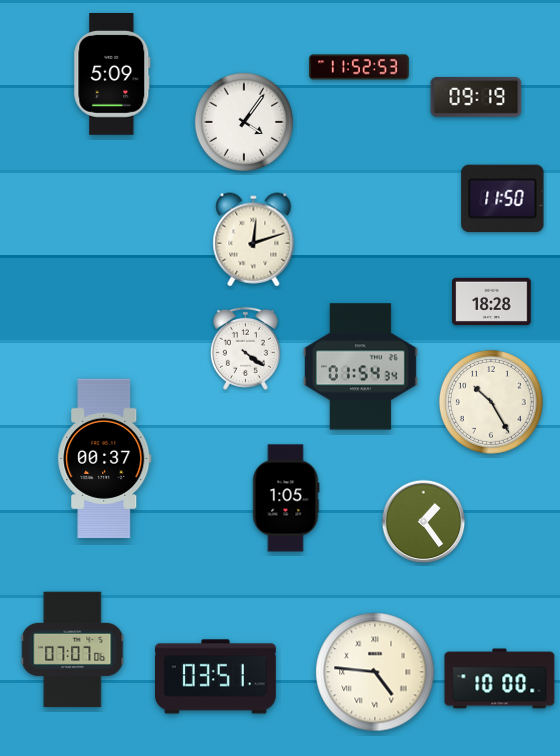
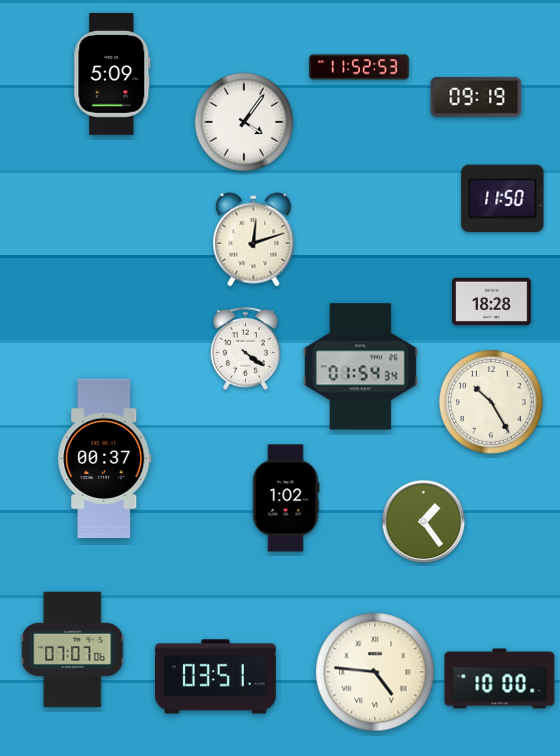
clock at (286, 498): 1:05 -> 1:02
